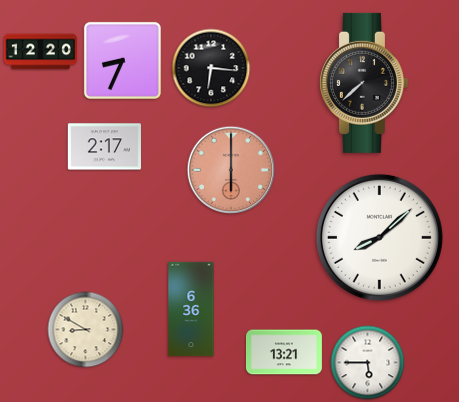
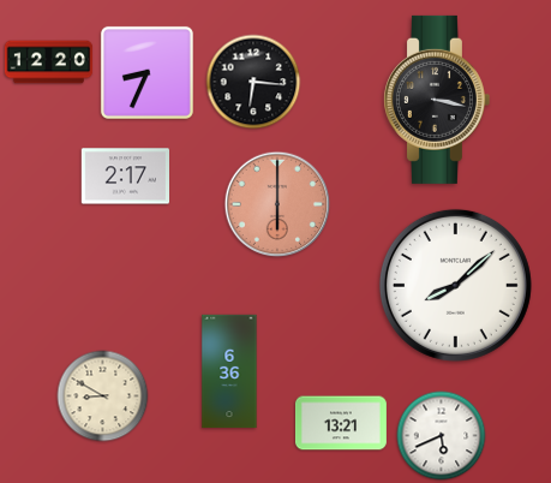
clock at (363, 83): 7:38 -> 3:17
clock at (368, 363): 5:45 -> 5:41
